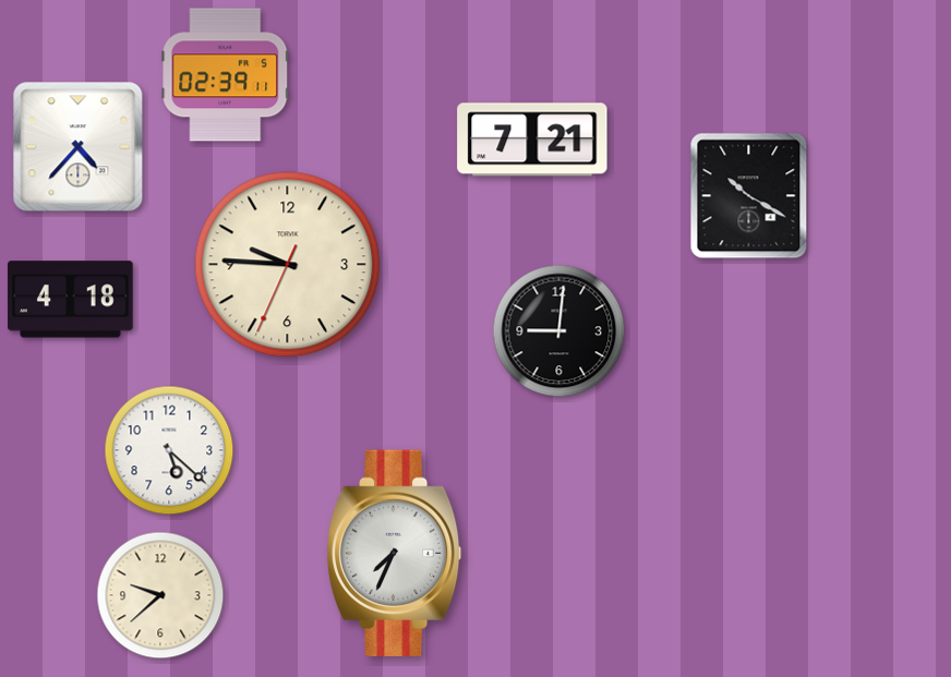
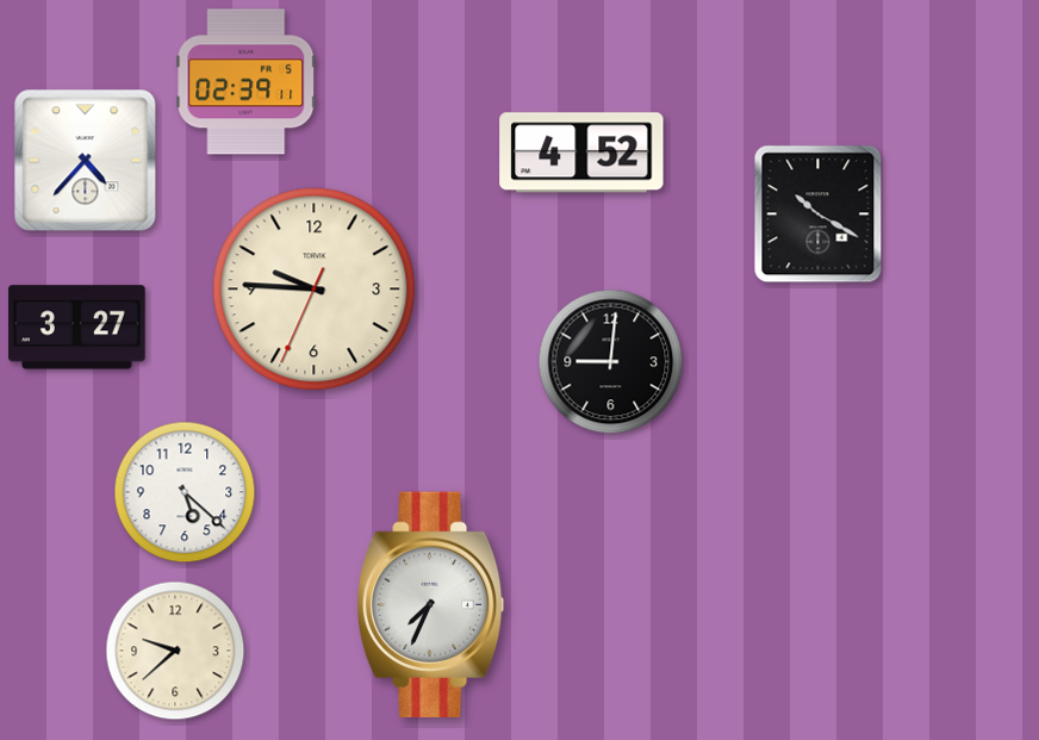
clock at (532, 140): 7:21 -> 4:52
clock at (71, 300): 4:18 -> 3:27
